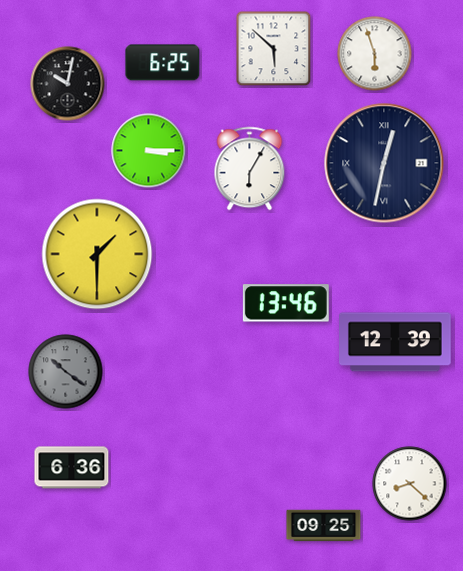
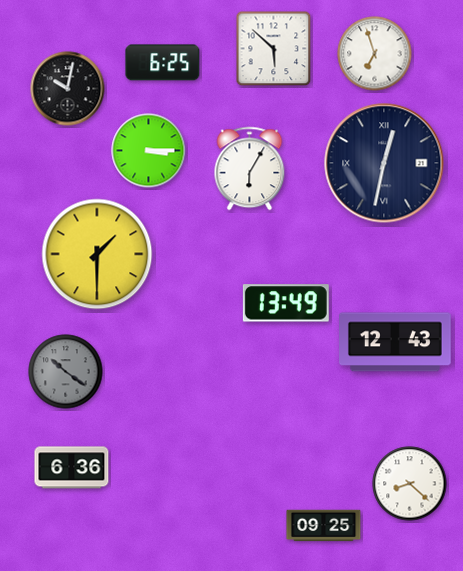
clock at (375, 54): 5:57 -> 6:57
clock at (68, 84) position: (68, 84) -> (68, 89)
clock at (286, 303): 13:46 -> 13:49
clock at (396, 342): 12:39 -> 12:43
